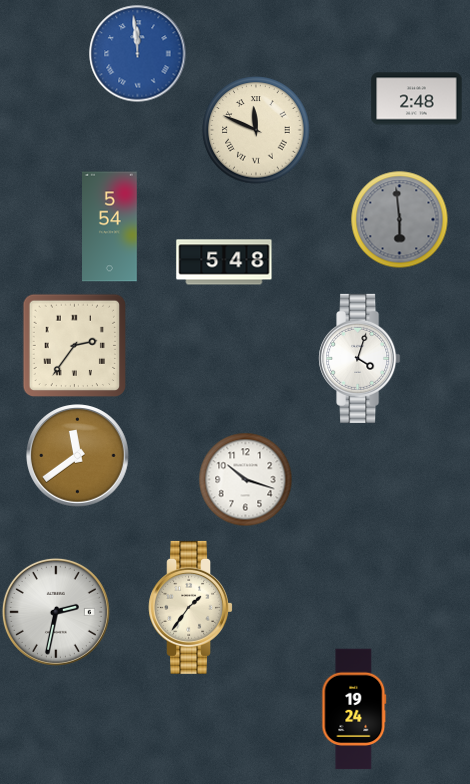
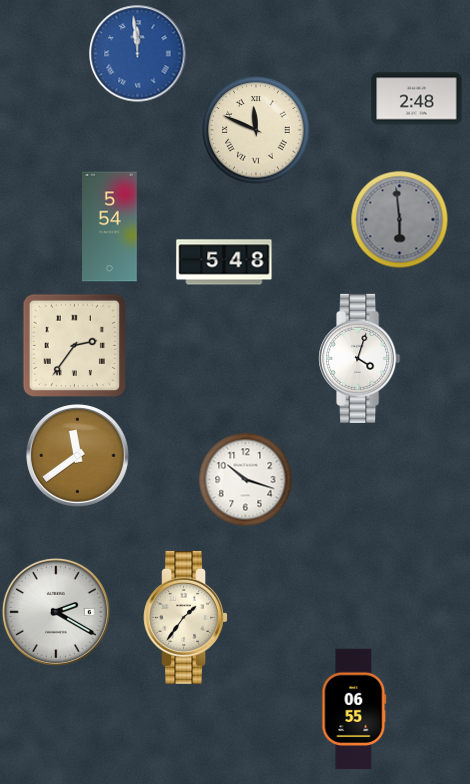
clock at (190, 607) position: (190, 607) -> (185, 617)
clock at (56, 612): 2:32 -> 2:20
clock at (354, 709): 19:24 -> 06:55
